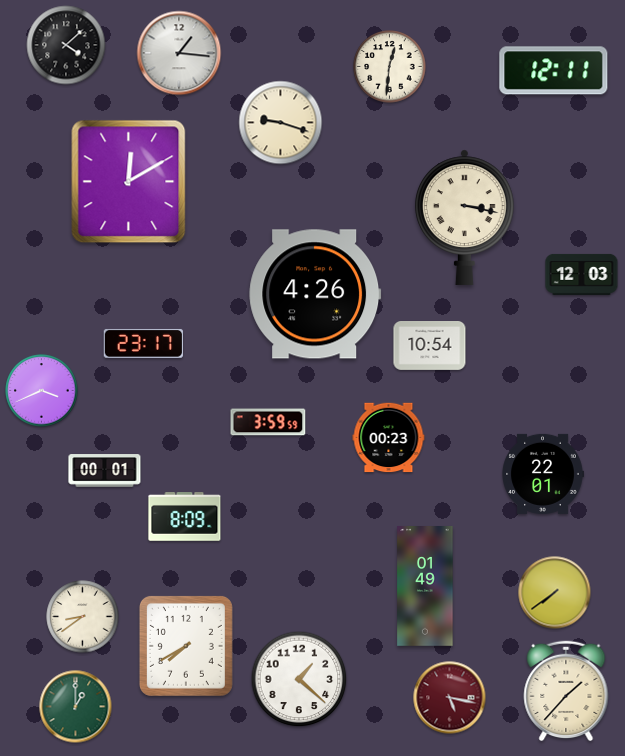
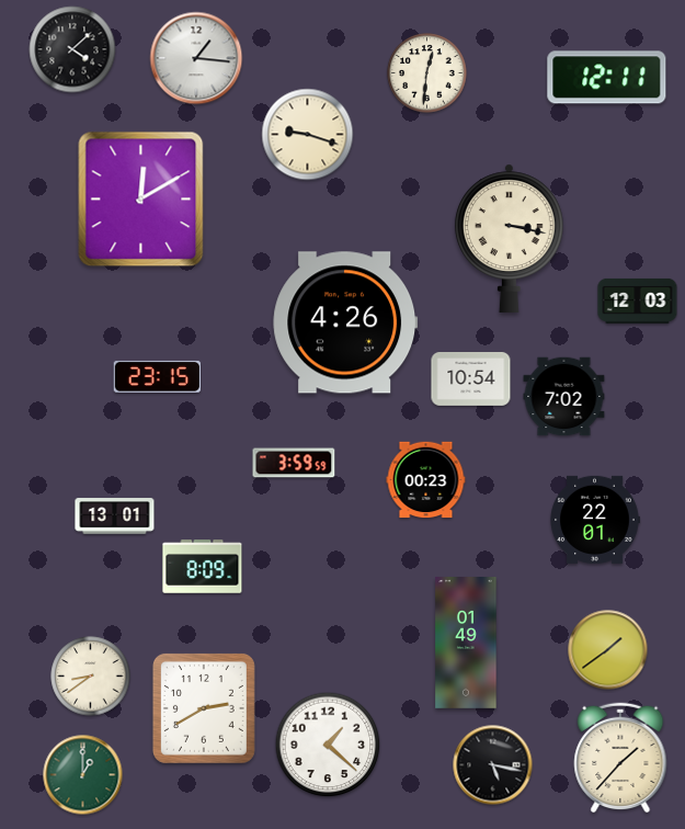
clock at (143, 343): 23:17 -> 23:15
clock at (564, 397): none -> 7:02
clock at (42, 391): 3:41 -> none
clock at (105, 471): 00:01 -> 13:01
clock at (555, 593): 7:39 -> 1:39
clock at (186, 646): 7:40 -> 2:40
clock at (450, 698) dial: burgundy -> black
